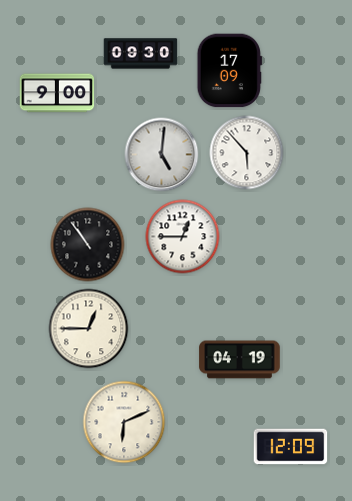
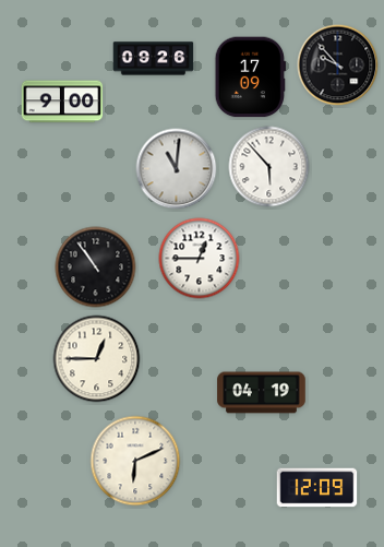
clock at (141, 54): 09:30 -> 09:26
clock at (338, 66): none -> 9:53
clock at (162, 155): 5:01 -> 11:01
